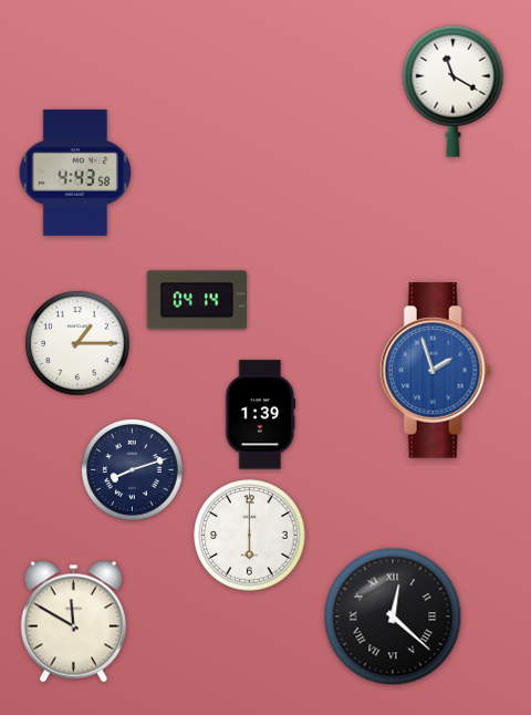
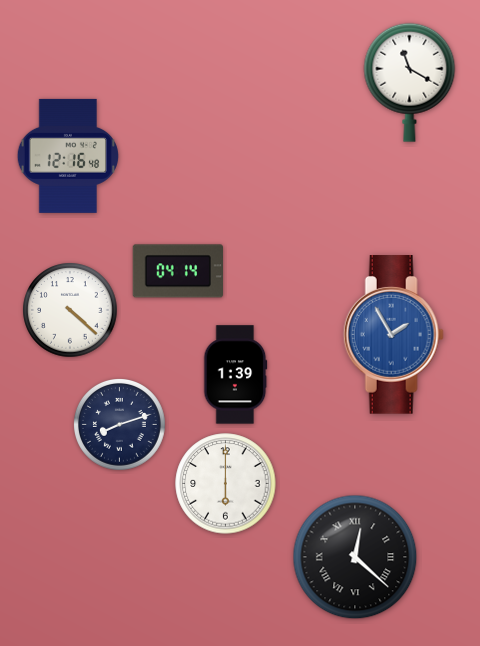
clock at (74, 173): 4:43 -> 12:16
clock at (77, 343): 1:15 -> 4:22
clock at (435, 371): 1:57 -> 1:55
clock at (73, 622): 11:50 -> none
